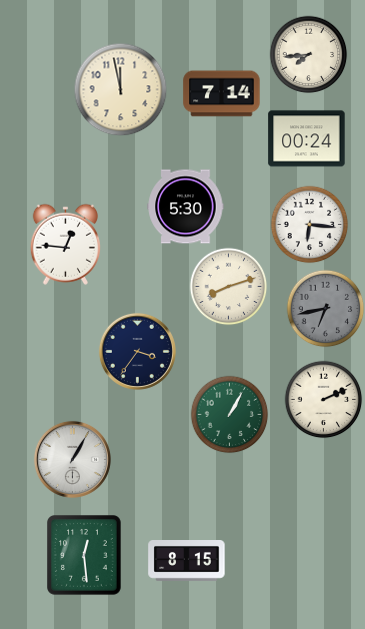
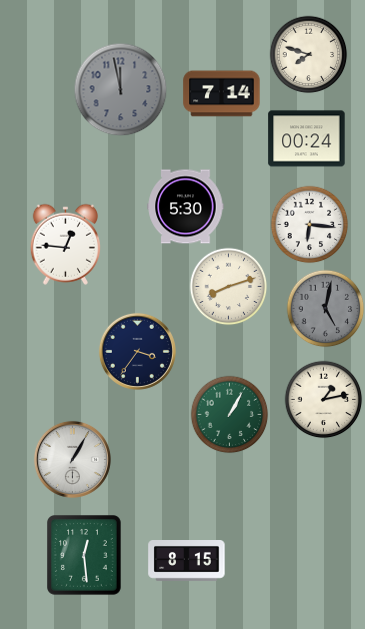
clock at (308, 54): 7:44 -> 7:48
clock at (120, 89) dial: cream -> grey
clock at (325, 308): 6:43 -> 5:02
clock at (323, 399): 2:11 -> 1:13
